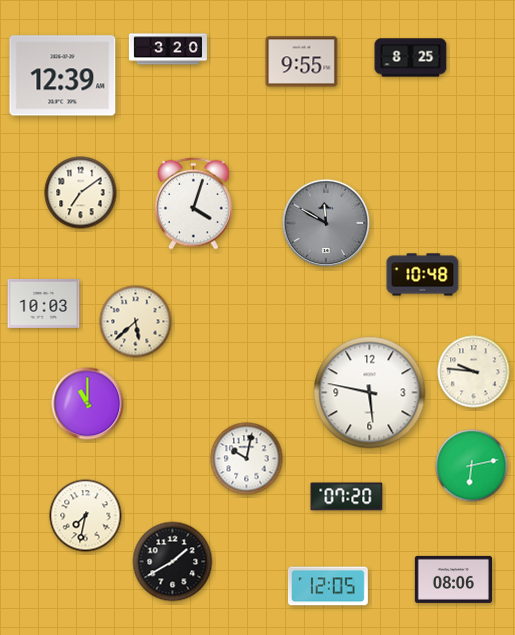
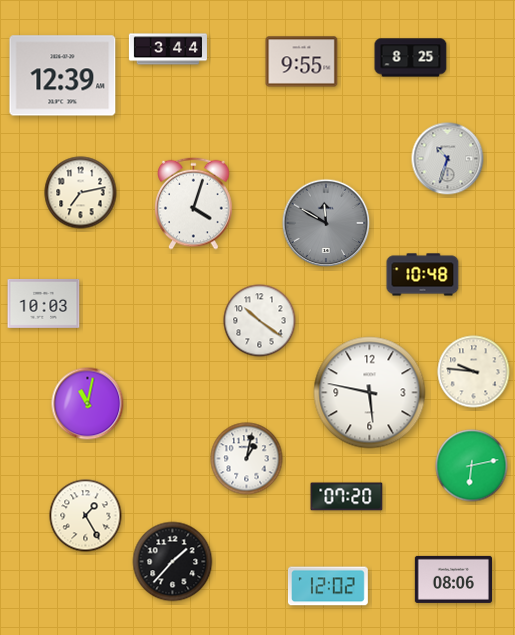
clock at (168, 49): 3:20 -> 3:44
clock at (448, 159): none -> 10:33
clock at (81, 193): 7:09 -> 7:13
clock at (260, 321): none -> 10:21
clock at (136, 322): 5:38 -> none
clock at (88, 404): 11:00 -> 11:02
clock at (247, 459): 10:02 -> 1:02
clock at (86, 516): 7:32 -> 1:25
clock at (173, 562): 1:40 -> 1:37
clock at (329, 586): 12:05 -> 12:02
